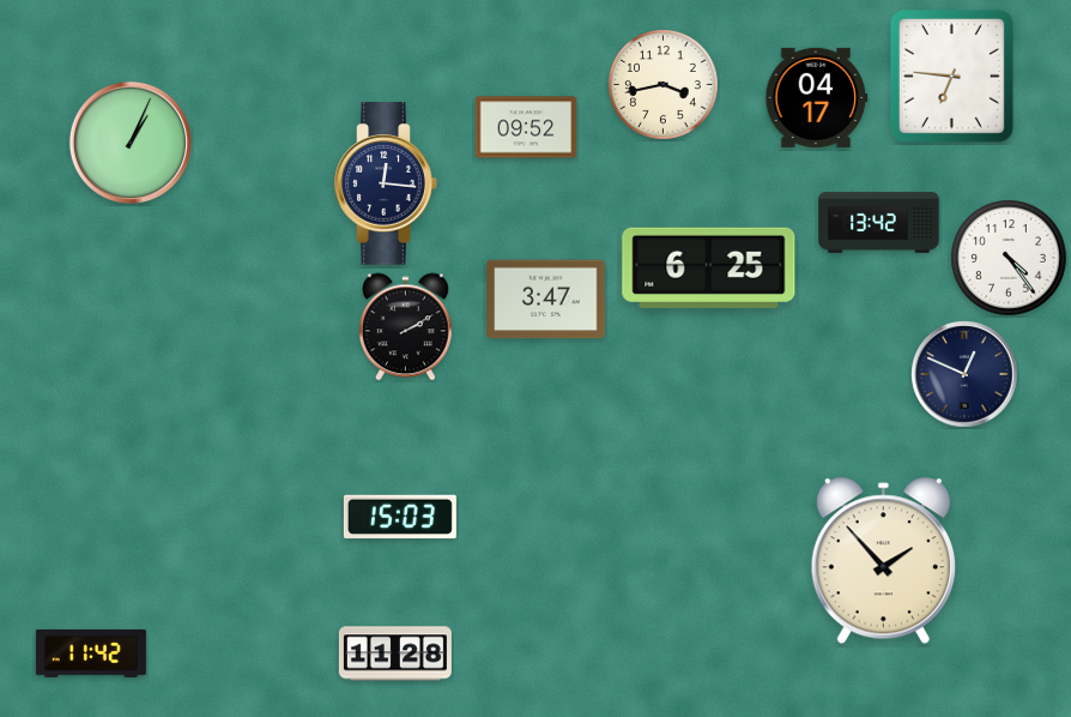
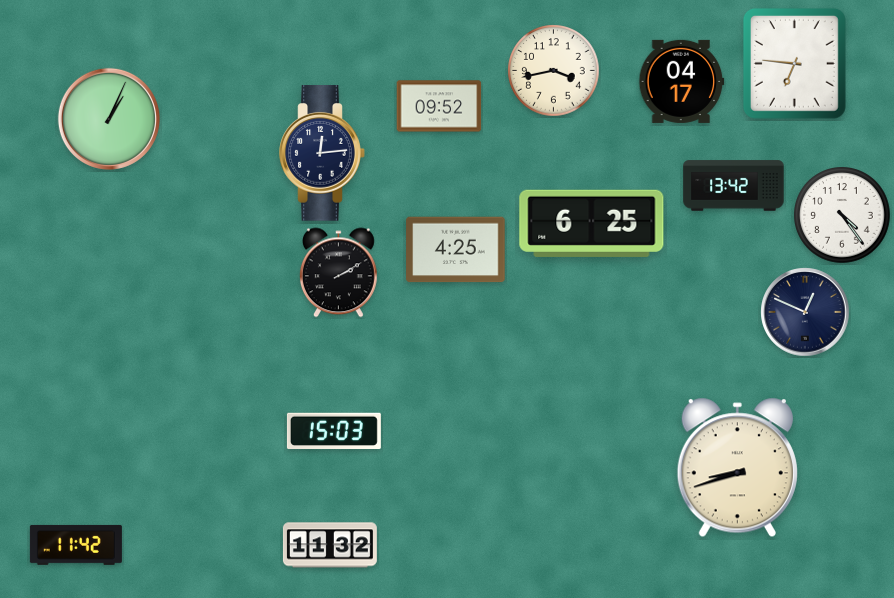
clock at (386, 183): 12:16 -> 12:14
clock at (546, 300): 3:47 -> 4:25
clock at (883, 561): 1:53 -> 8:42
clock at (395, 653): 11:28 -> 11:32
